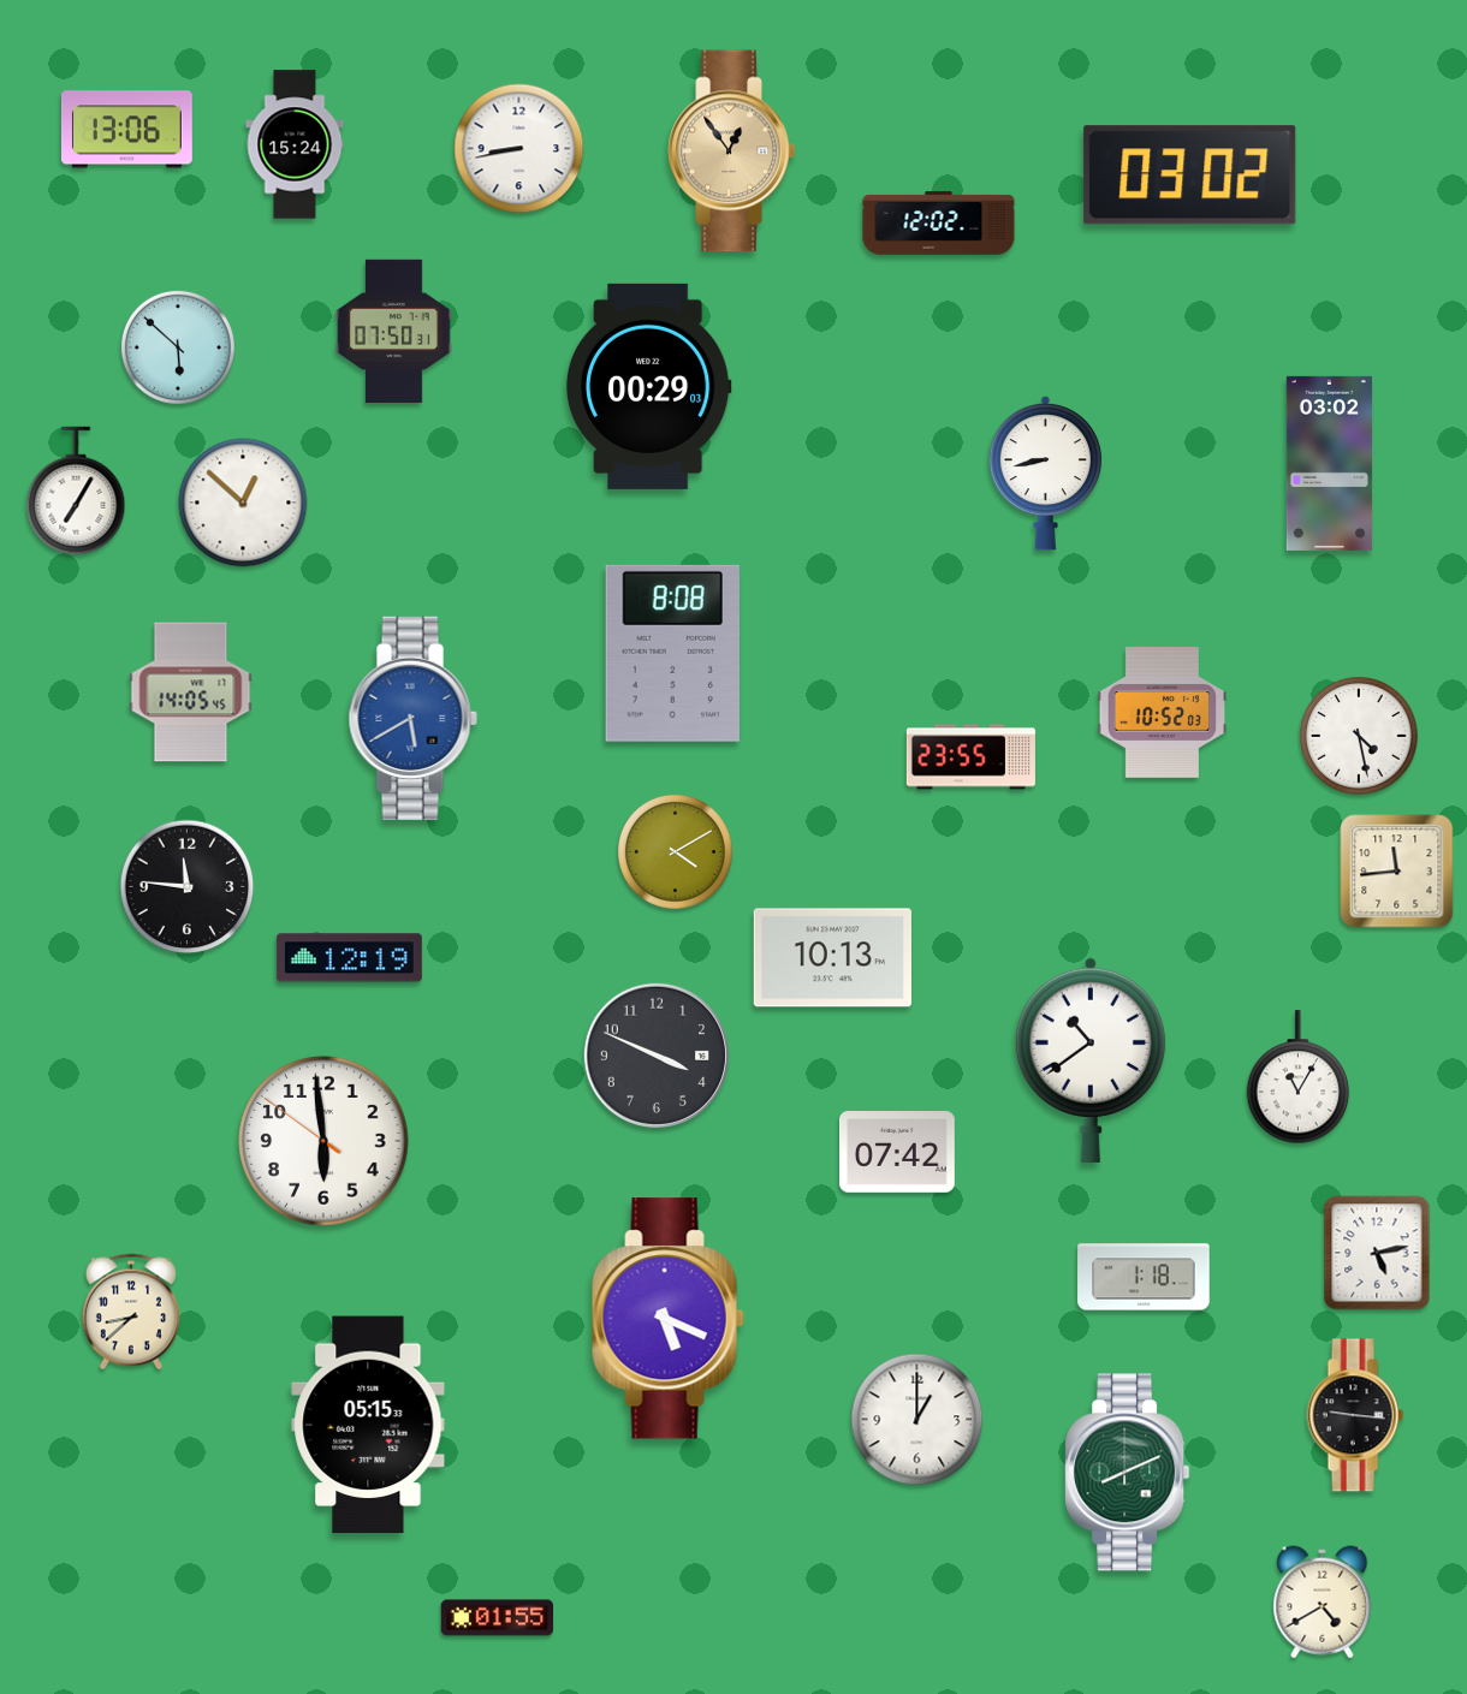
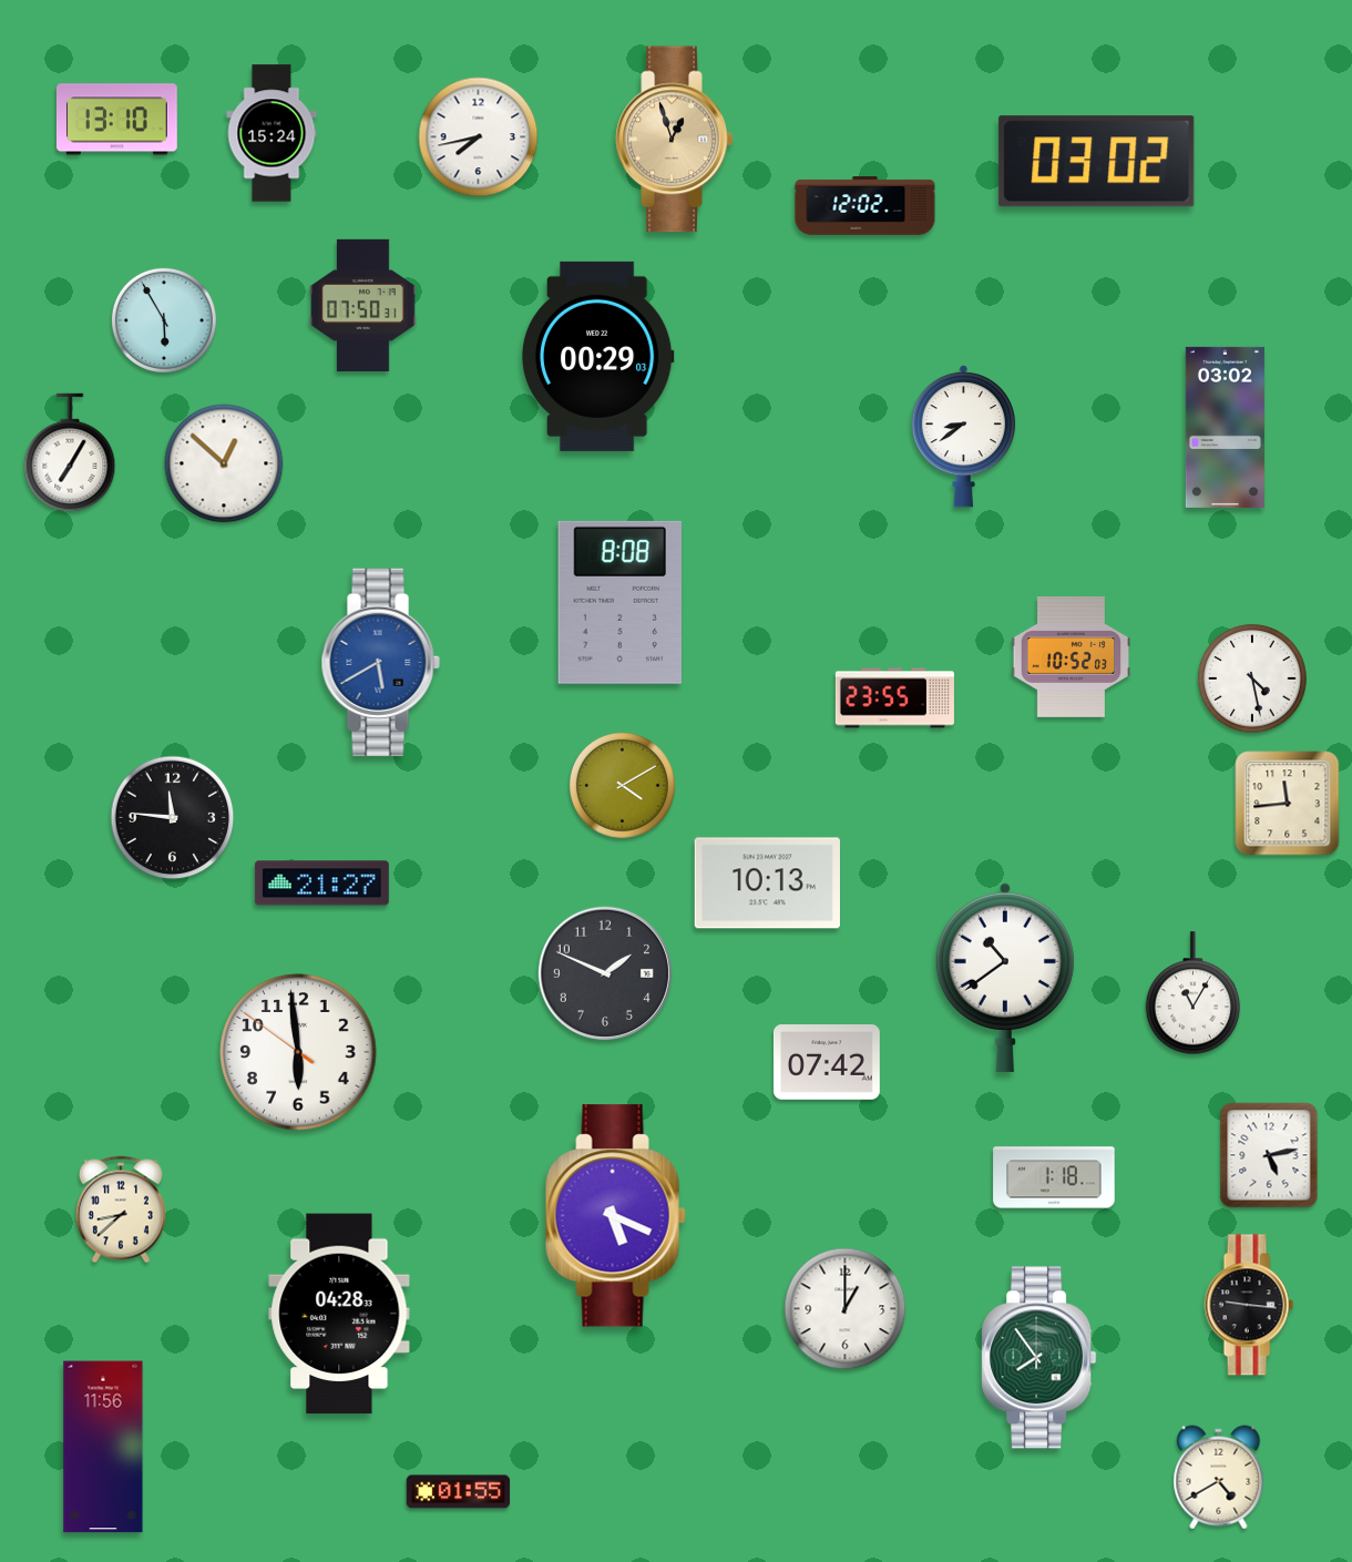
clock at (126, 130): 13:06 -> 13:10
clock at (519, 149): 8:43 -> 7:43
clock at (732, 151): 12:54 -> 12:57
clock at (178, 347): 5:52 -> 5:55
clock at (1045, 472): 8:43 -> 8:39
clock at (191, 693): 14:05 -> none
clock at (349, 958): 12:19 -> 21:27
clock at (657, 1056): 3:49 -> 1:49
clock at (1299, 1077) position: (1299, 1077) -> (1194, 993)
clock at (368, 1425): 05:15 -> 04:28
clock at (1128, 1473): 8:11 -> 7:54
clock at (103, 1447): none -> 11:56
